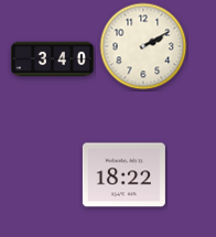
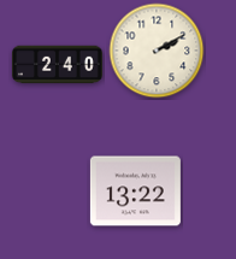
clock at (52, 60): 3:40 -> 2:40
clock at (123, 175): 18:22 -> 13:22
